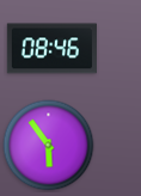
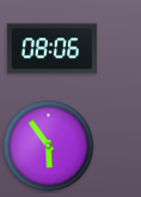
clock at (51, 49): 08:46 -> 08:06
